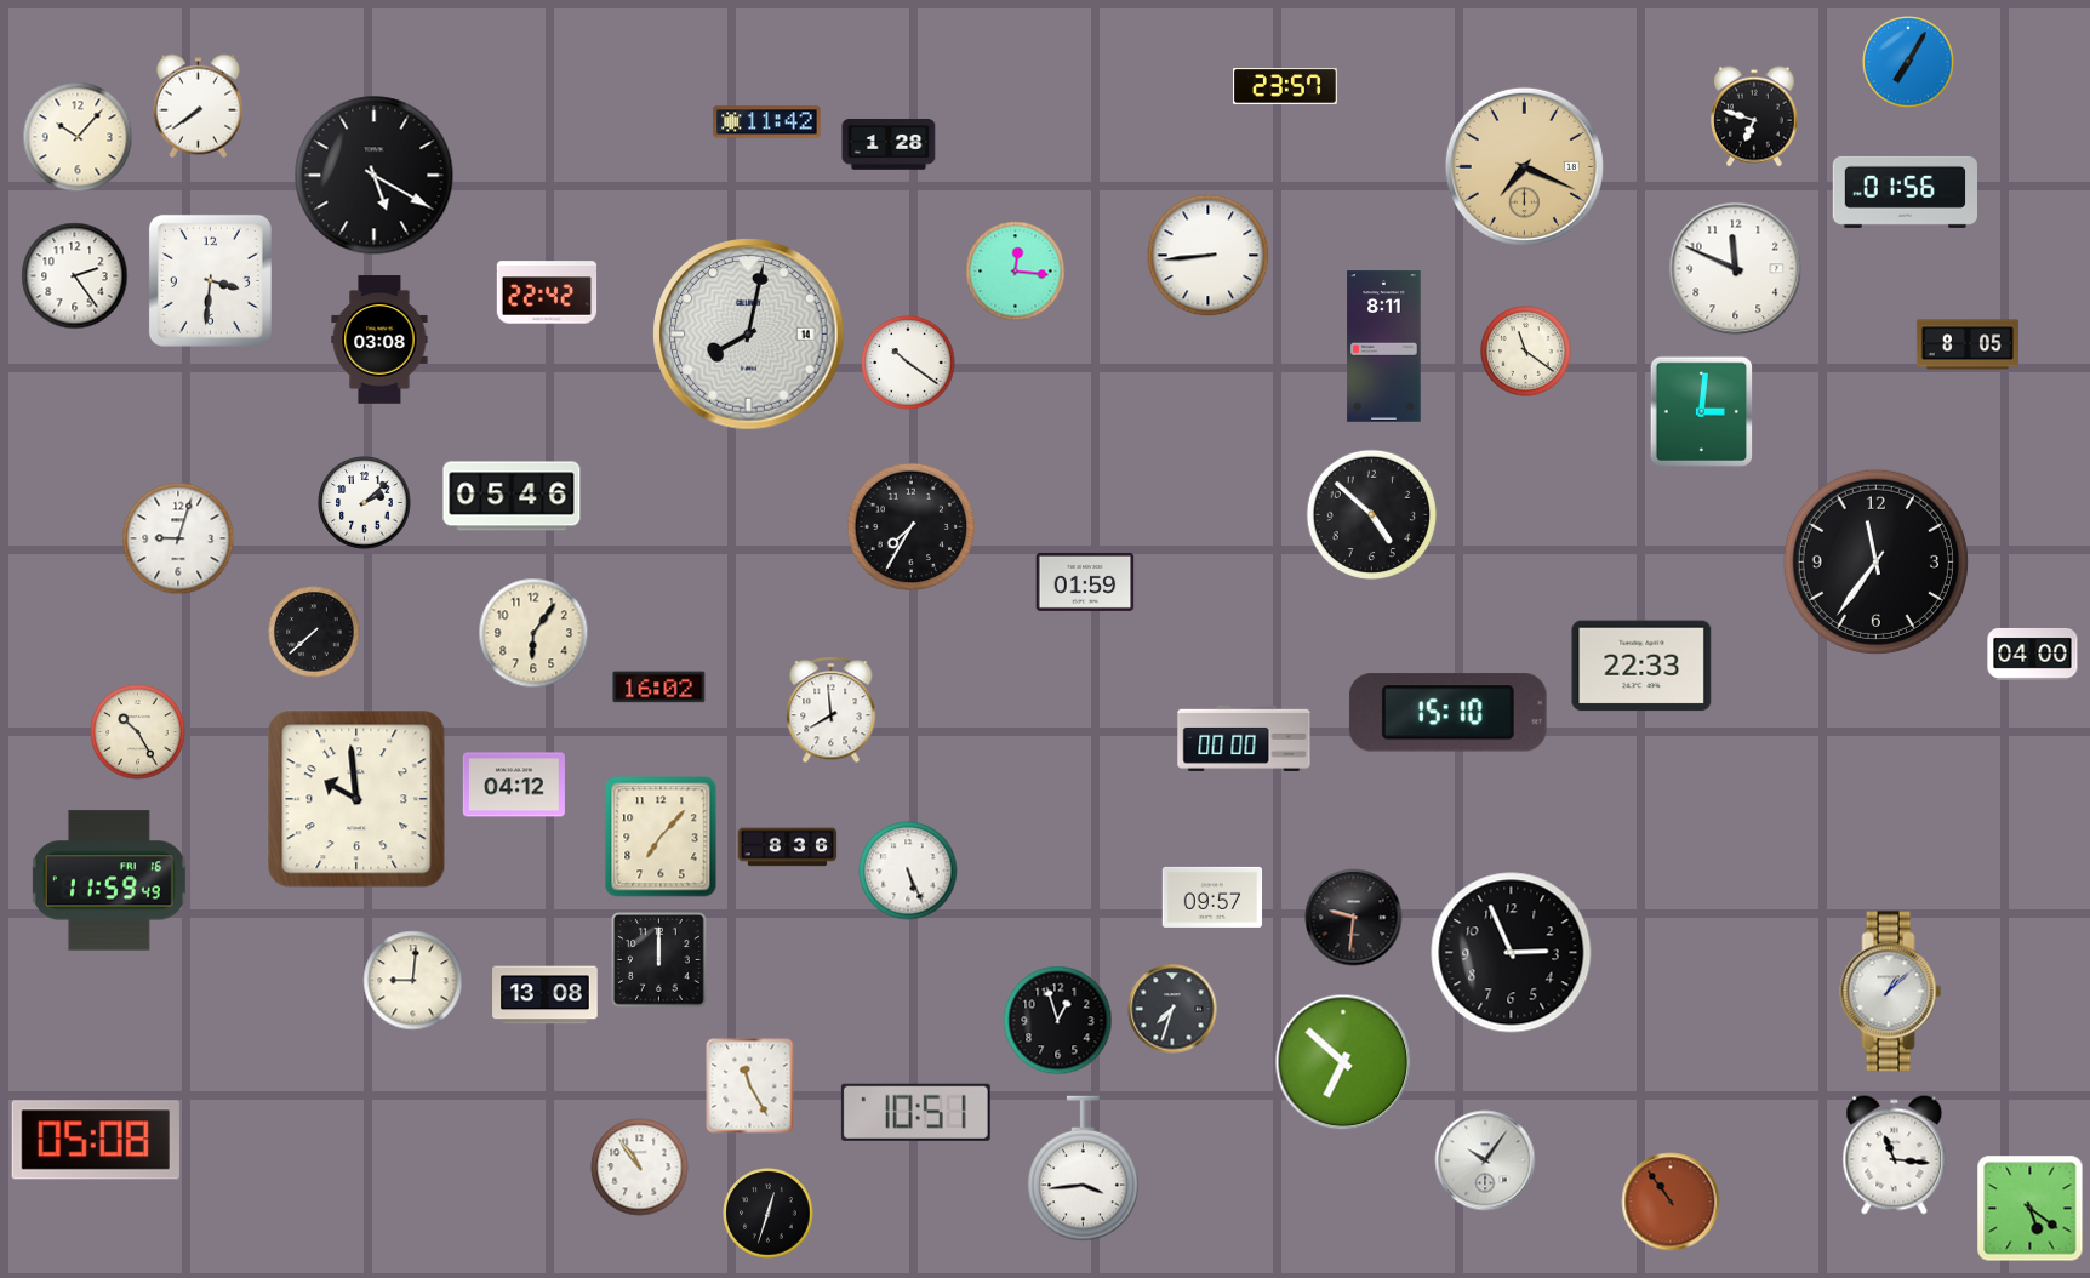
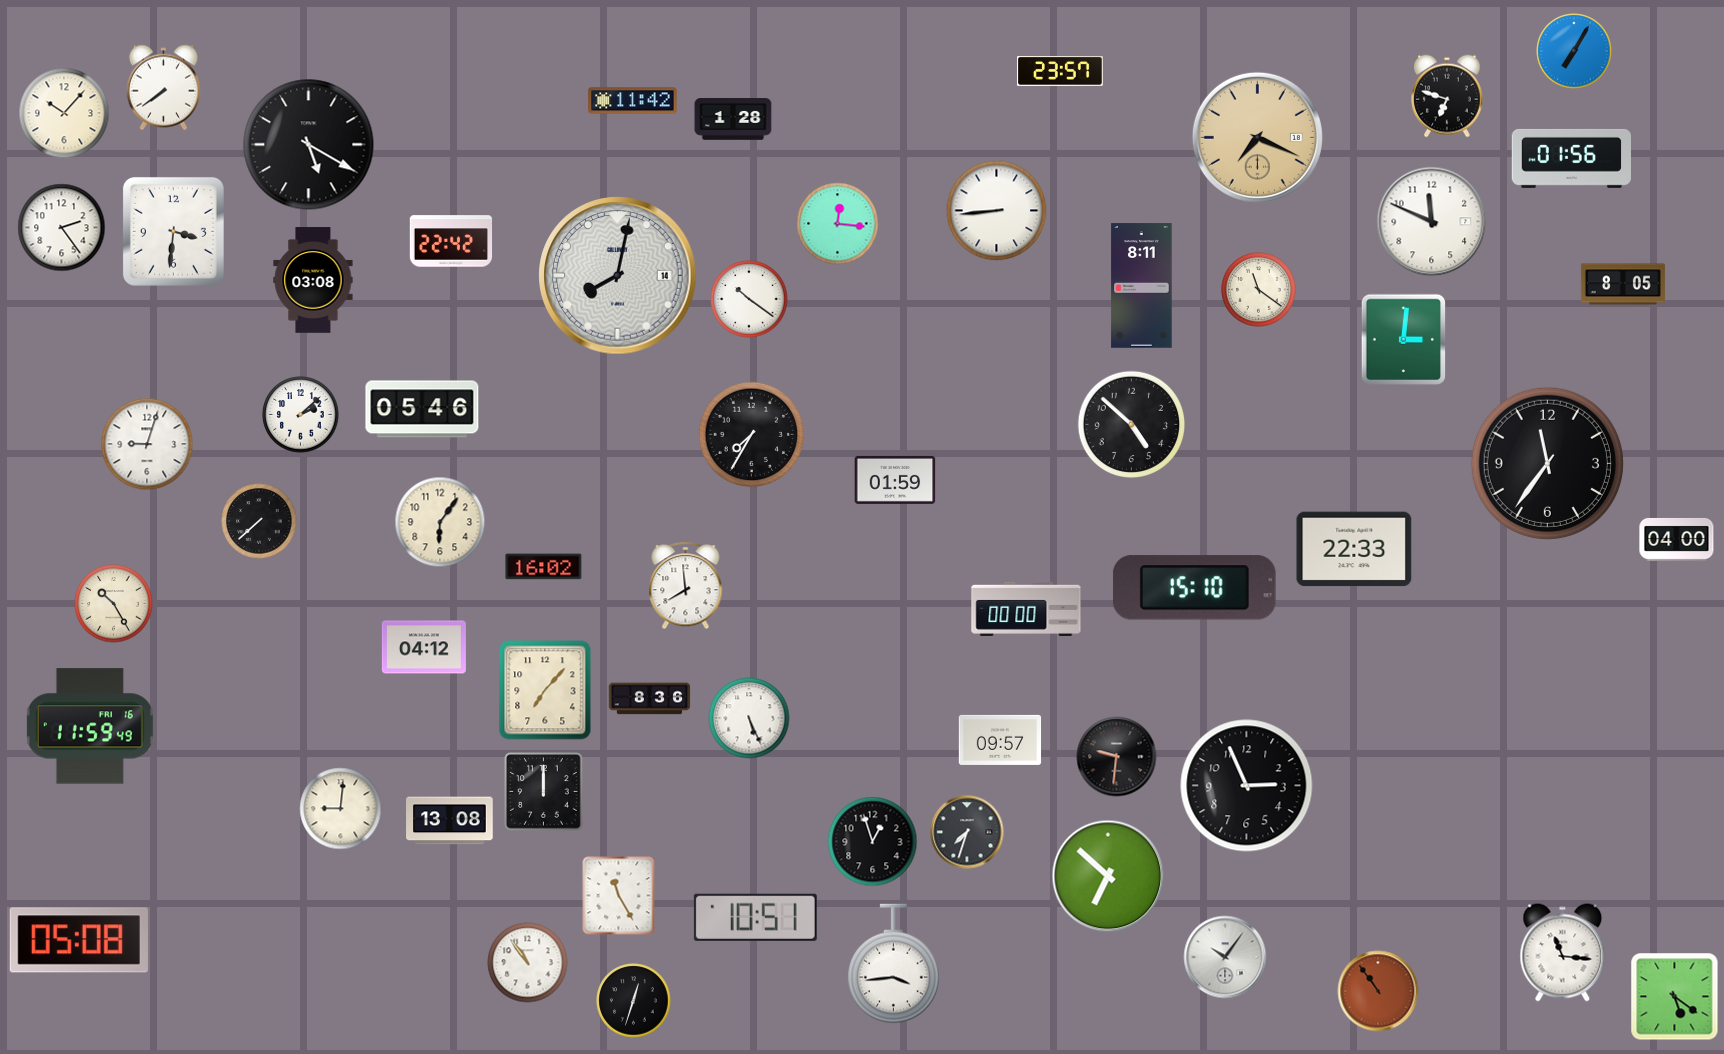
clock at (356, 799): 9:59 -> none
clock at (1891, 992): 1:08 -> none
